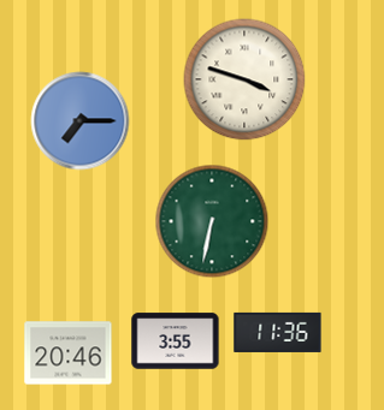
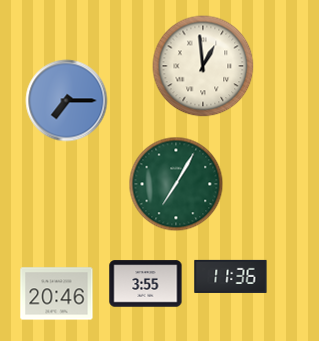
clock at (244, 79): 3:48 -> 12:59
clock at (212, 221): 6:32 -> 7:05
